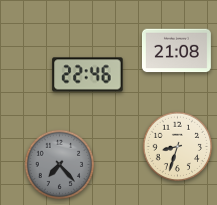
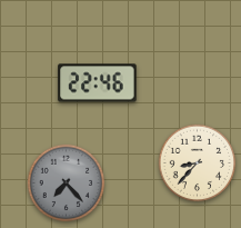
clock at (176, 51): 21:08 -> none
clock at (178, 147): 8:33 -> 8:37
